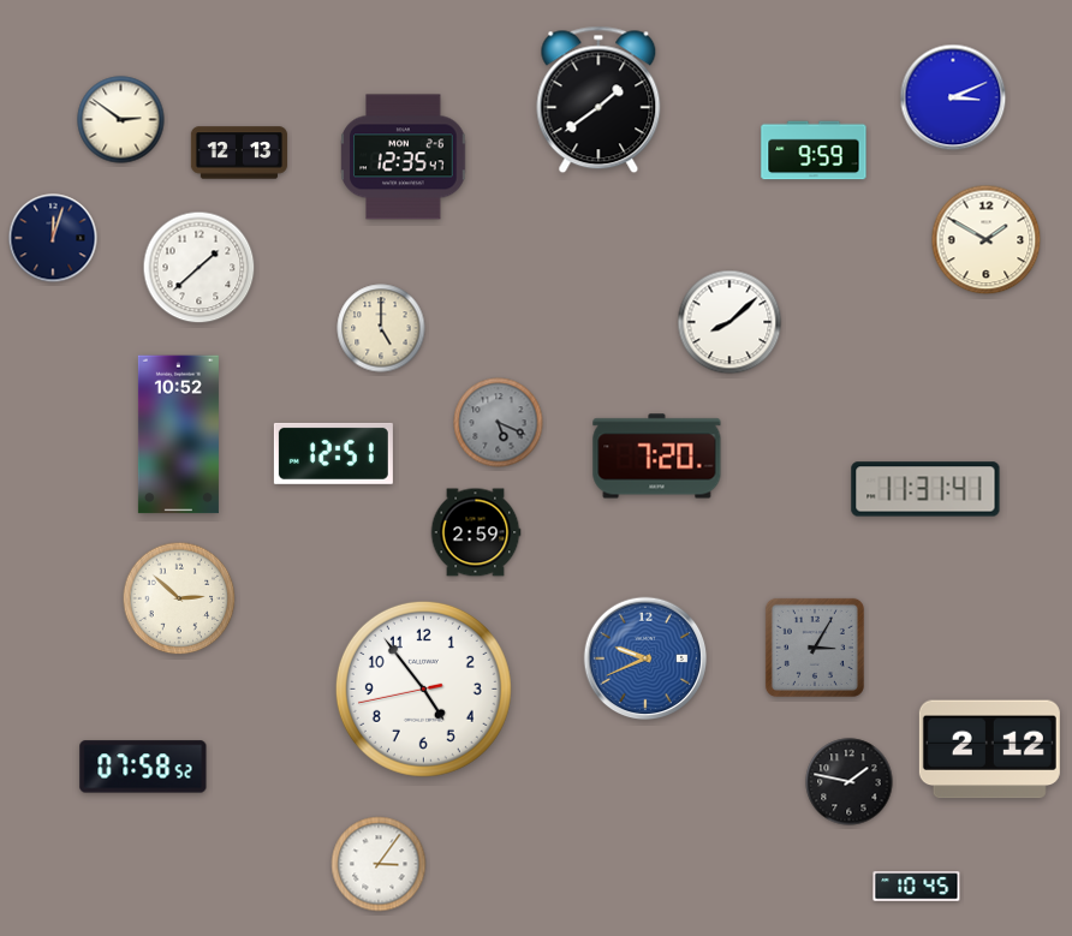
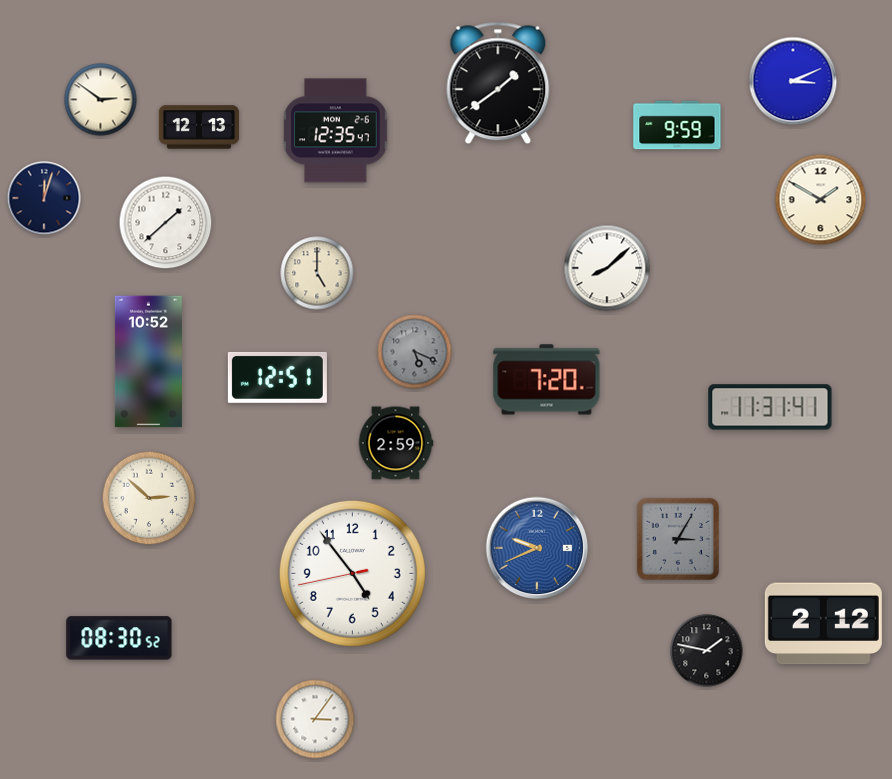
clock at (143, 767): 07:58 -> 08:30
clock at (917, 887): 10:45 -> none
